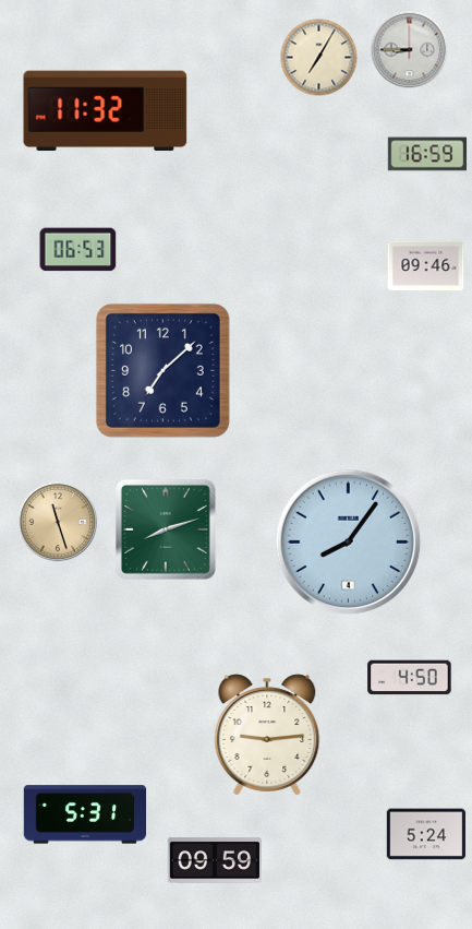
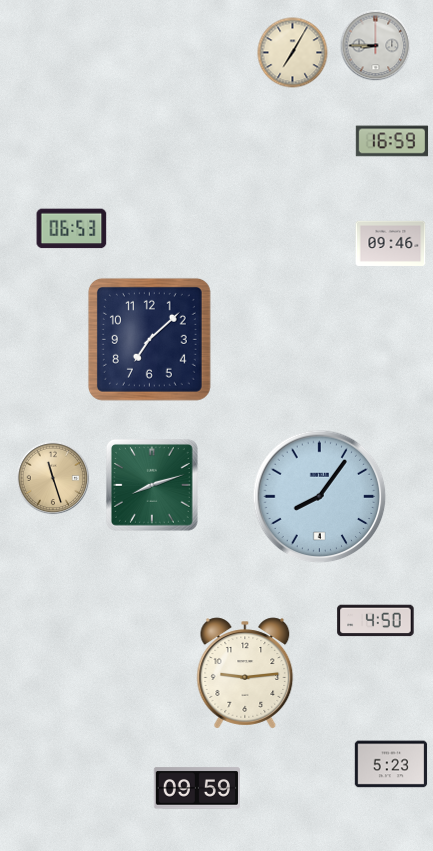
clock at (106, 111): 11:32 -> none
clock at (85, 814): 5:31 -> none
clock at (426, 834): 5:24 -> 5:23
